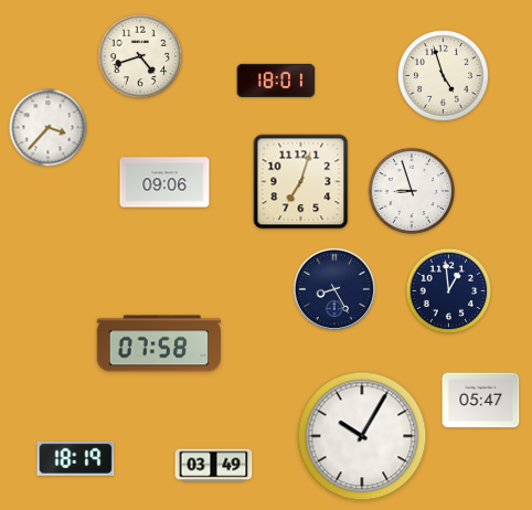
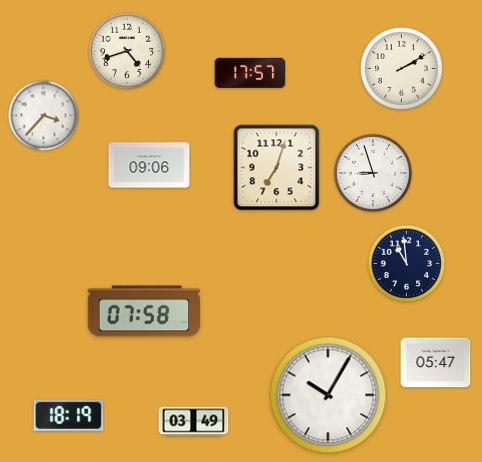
clock at (443, 75): 4:57 -> 2:10
clock at (276, 79): 18:01 -> 17:57
clock at (301, 182) position: (301, 182) -> (277, 168)
clock at (334, 289): 8:25 -> none
clock at (449, 291): 12:59 -> 10:59
